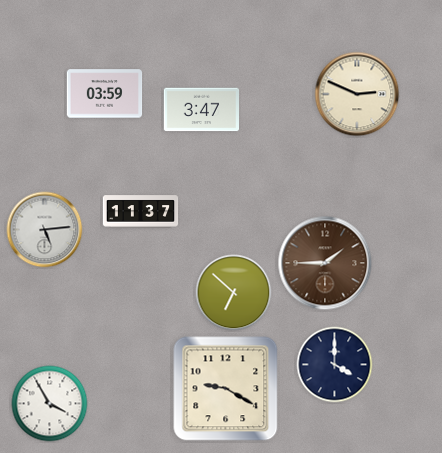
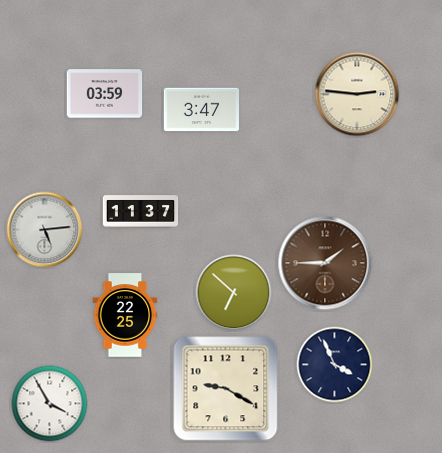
clock at (357, 94): 2:49 -> 2:46
clock at (125, 315): none -> 22:25
clock at (335, 365): 4:00 -> 3:56
